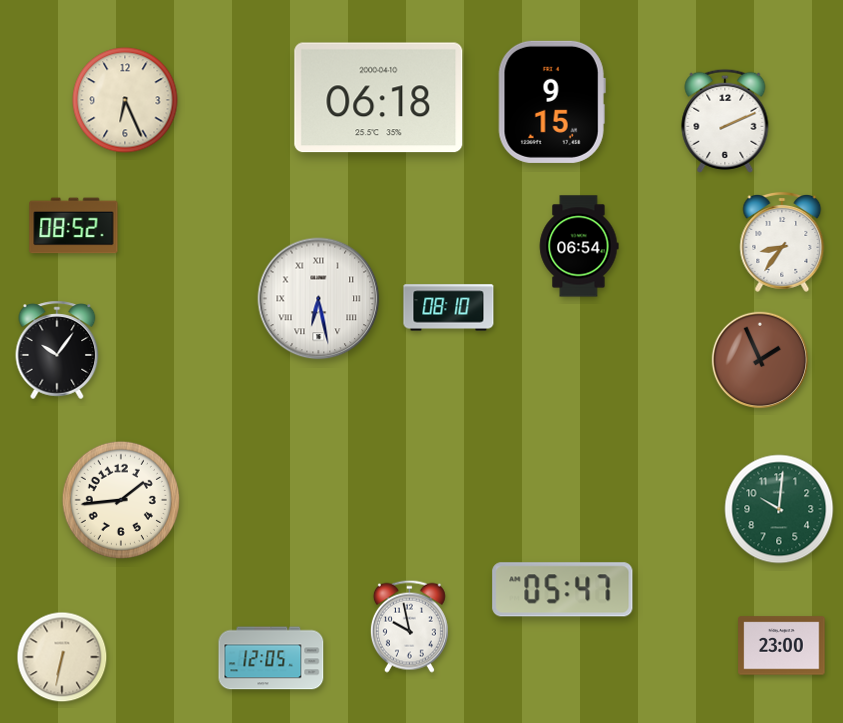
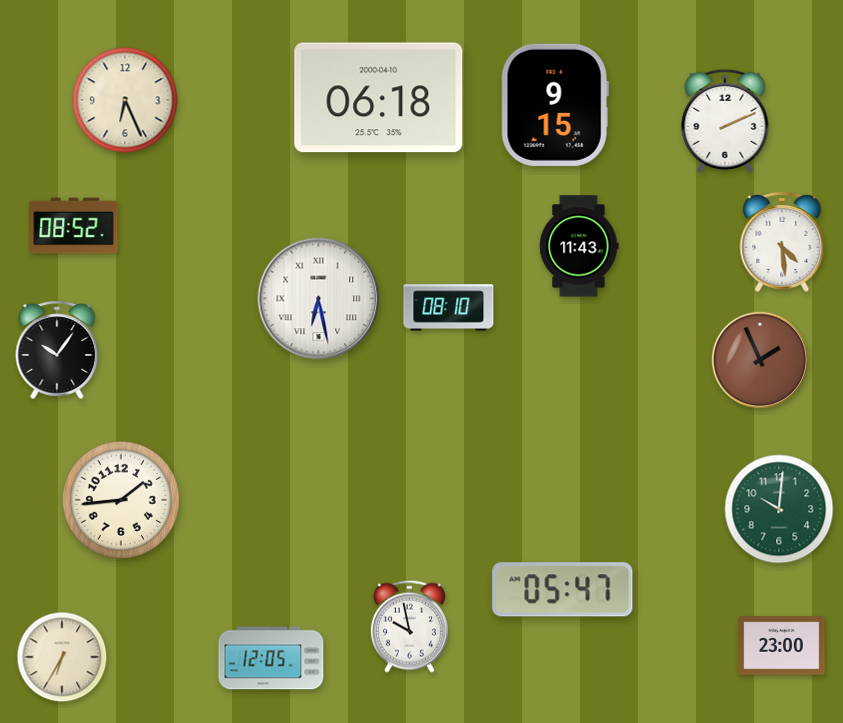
clock at (552, 102) position: (552, 102) -> (555, 105)
clock at (782, 242): 8:36 -> 4:29
clock at (579, 246): 06:54 -> 11:43
clock at (62, 657): 6:32 -> 6:35
